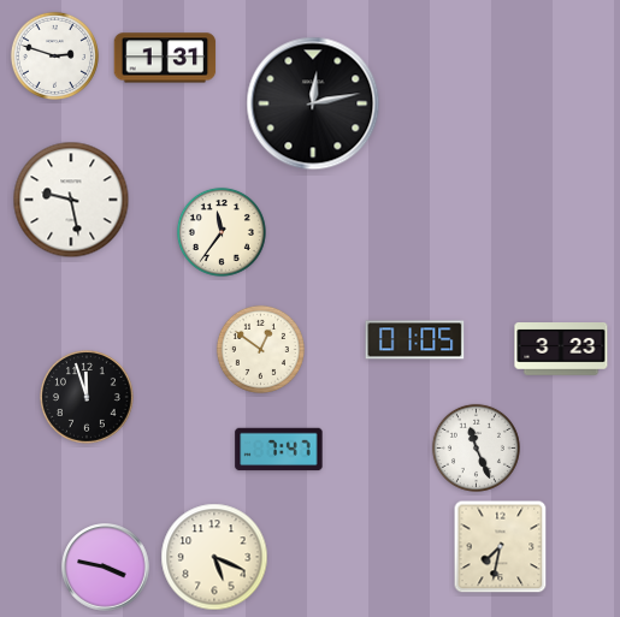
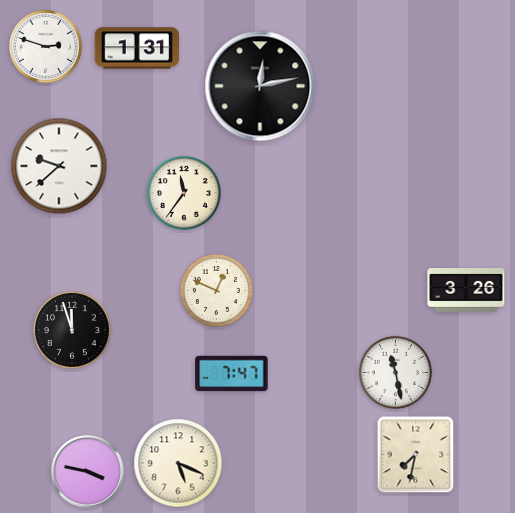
clock at (71, 200): 9:28 -> 9:38
clock at (415, 340): 01:05 -> none
clock at (260, 349): 12:51 -> 12:49
clock at (561, 350): 3:23 -> 3:26
clock at (476, 447): 11:26 -> 11:28
